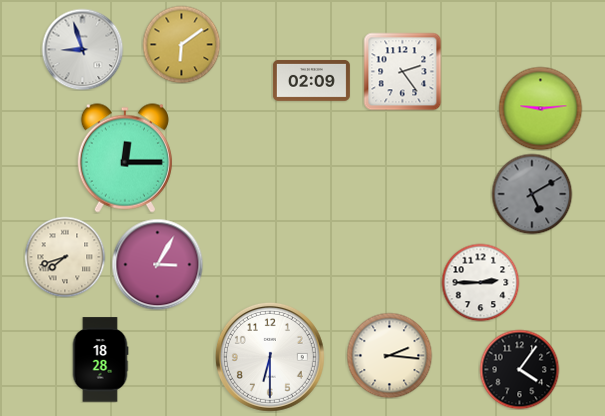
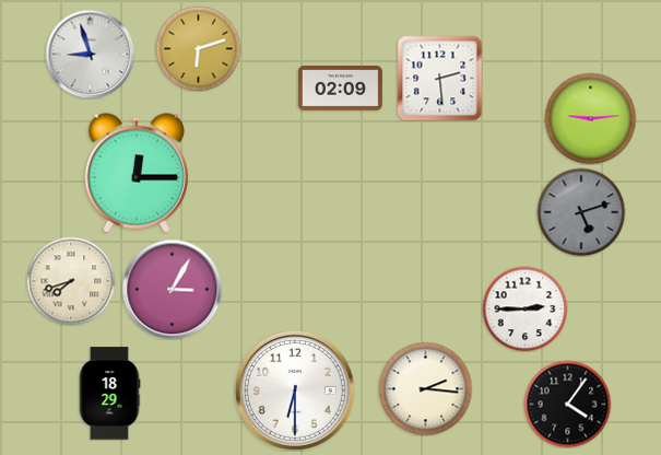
clock at (181, 44): 6:09 -> 6:12
clock at (402, 71): 2:24 -> 2:29
clock at (532, 194): 5:10 -> 5:12
clock at (100, 360): 18:28 -> 18:29
